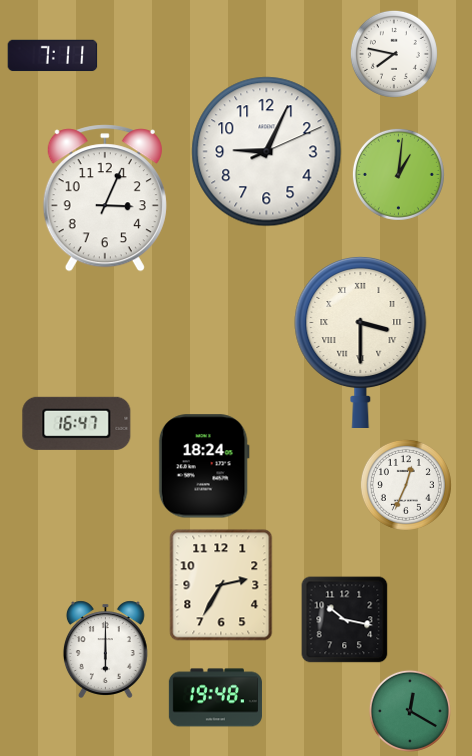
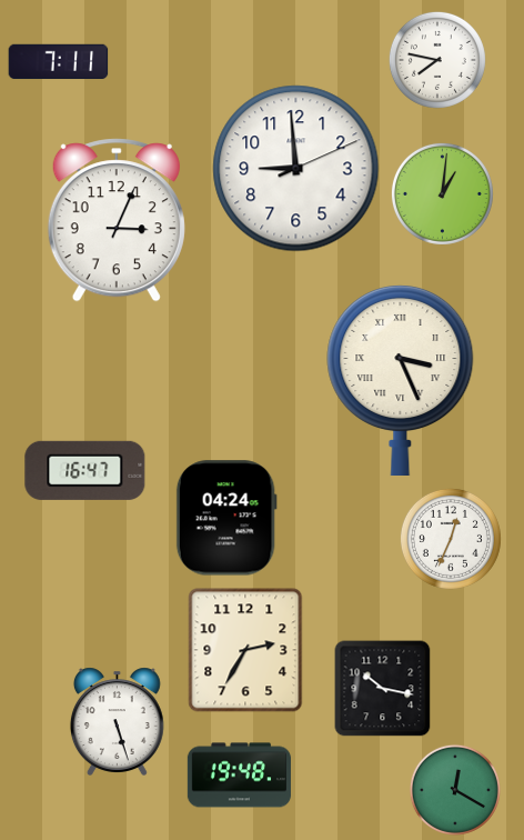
clock at (267, 152): 9:04 -> 8:59
clock at (361, 341): 3:30 -> 3:26
clock at (204, 466): 18:24 -> 04:24
clock at (105, 649): 6:00 -> 5:27
